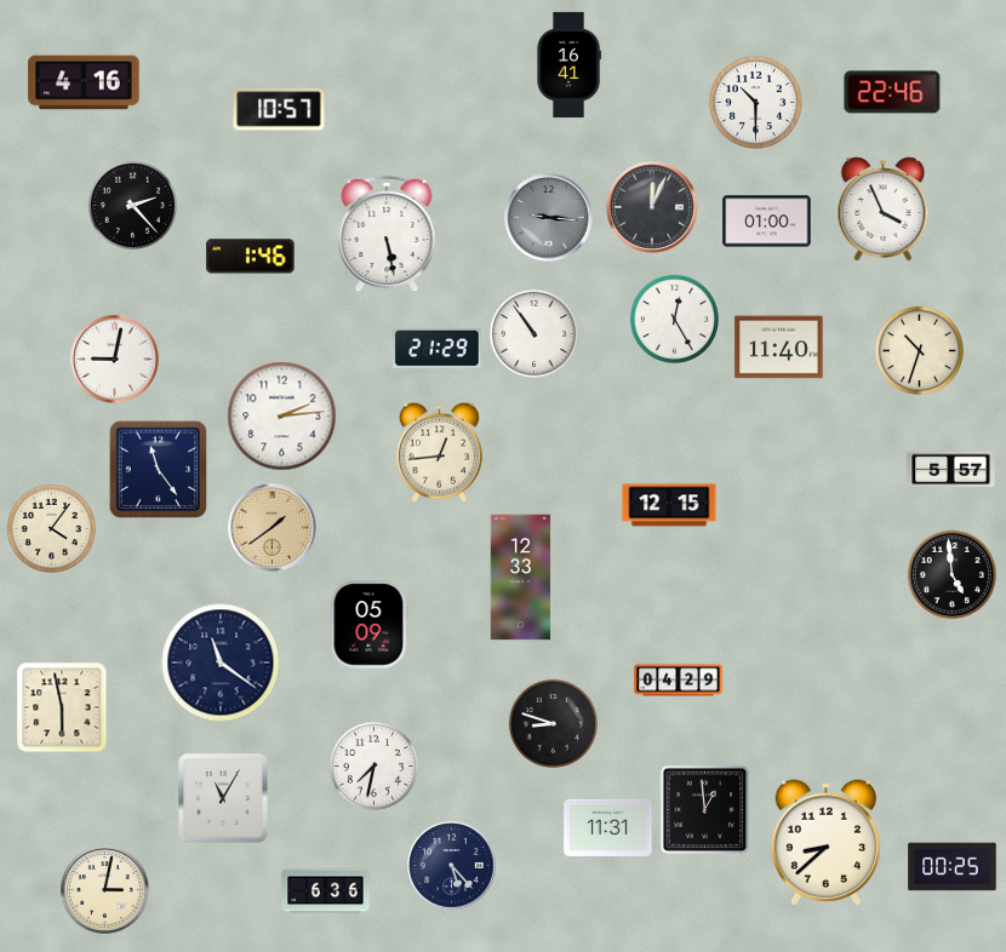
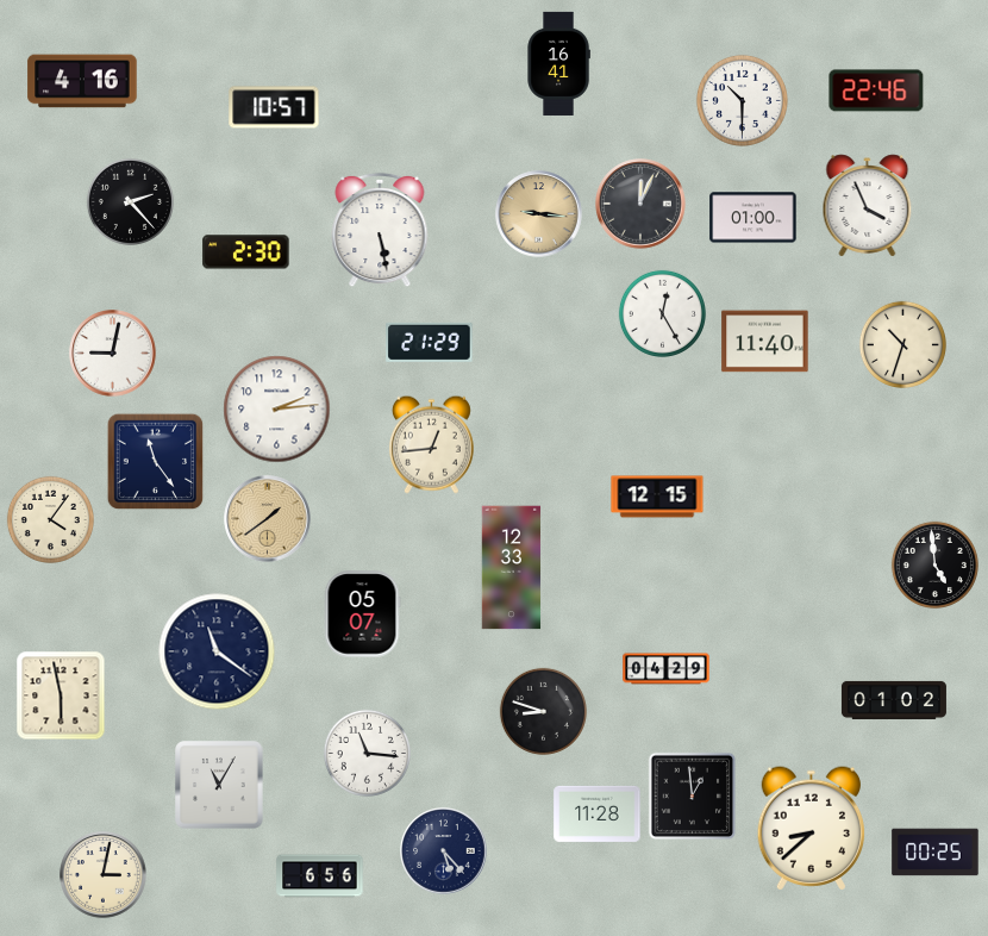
clock at (549, 218) dial: grey -> champagne
clock at (251, 257): 1:46 -> 2:30
clock at (533, 333): 10:54 -> none
clock at (951, 470): 5:57 -> none
clock at (368, 625): 05:09 -> 05:07
clock at (894, 700): none -> 01:02
clock at (373, 765): 7:32 -> 11:16
clock at (608, 827): 11:31 -> 11:28
clock at (326, 891): 6:36 -> 6:56
